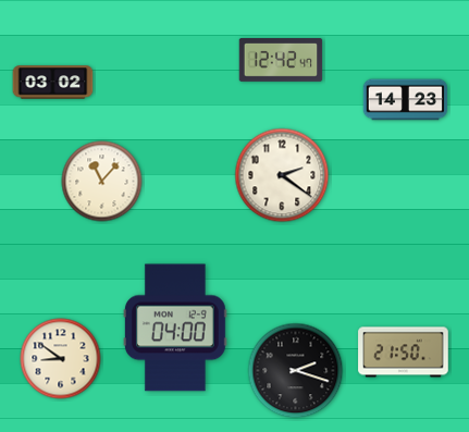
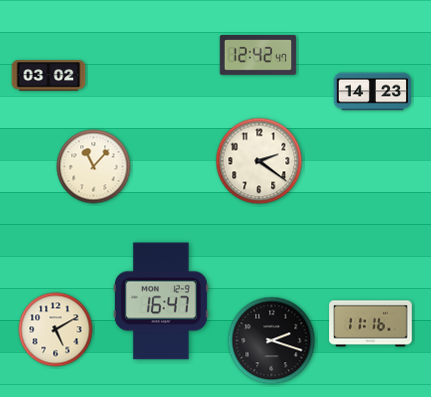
clock at (175, 328): 04:00 -> 16:47
clock at (404, 353): 21:50 -> 11:16
clock at (61, 359): 8:51 -> 5:10
